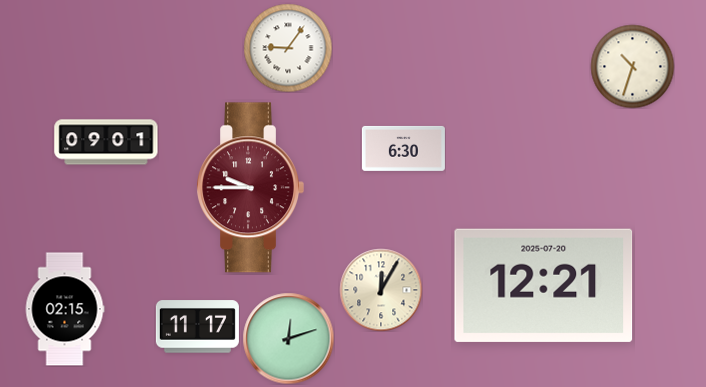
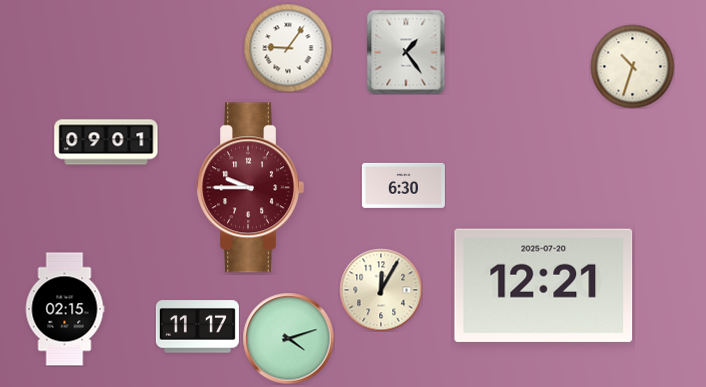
clock at (406, 52): none -> 1:24
clock at (403, 148) position: (403, 148) -> (403, 185)
clock at (288, 338): 12:12 -> 4:12
